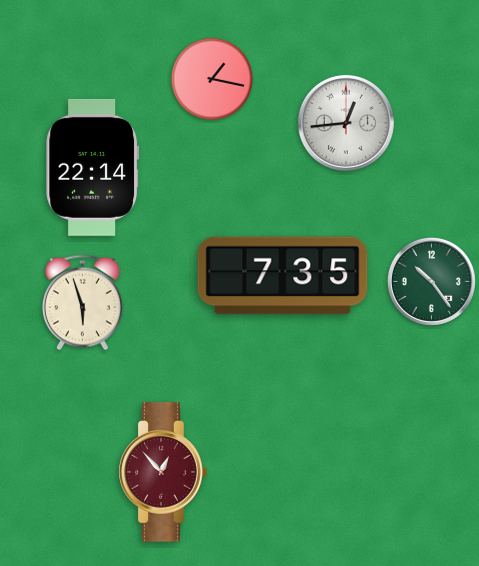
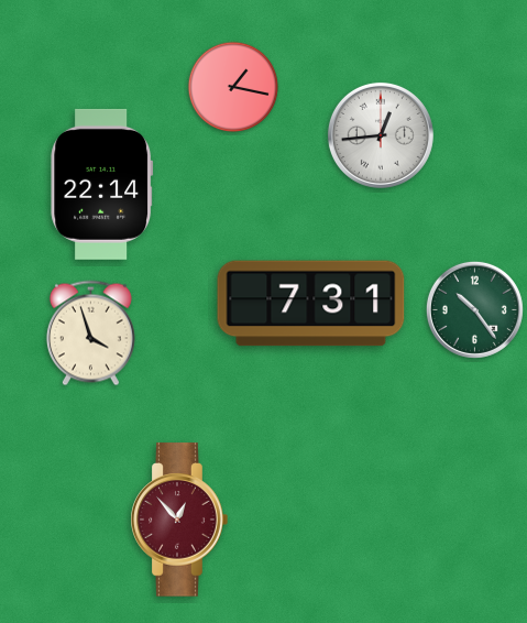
clock at (283, 276): 7:35 -> 7:31
clock at (82, 303): 5:57 -> 3:57
